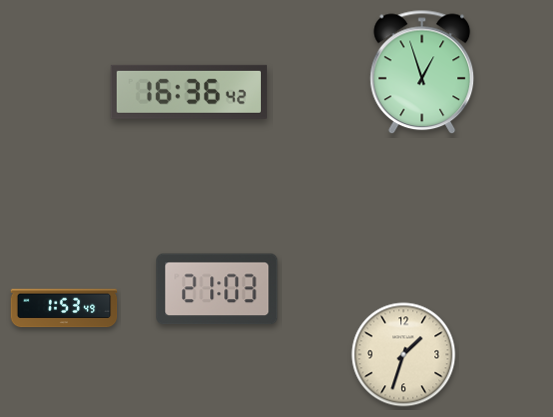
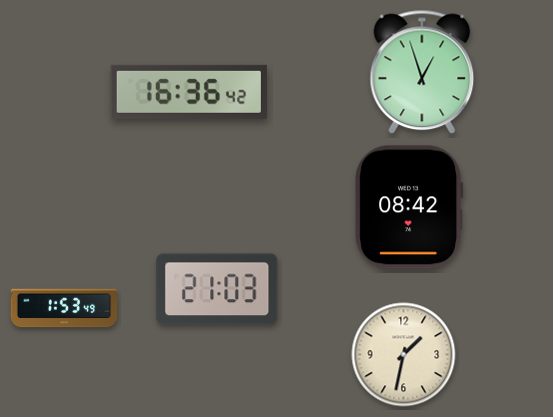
clock at (409, 207): none -> 08:42
clock at (404, 355): 1:33 -> 1:32
